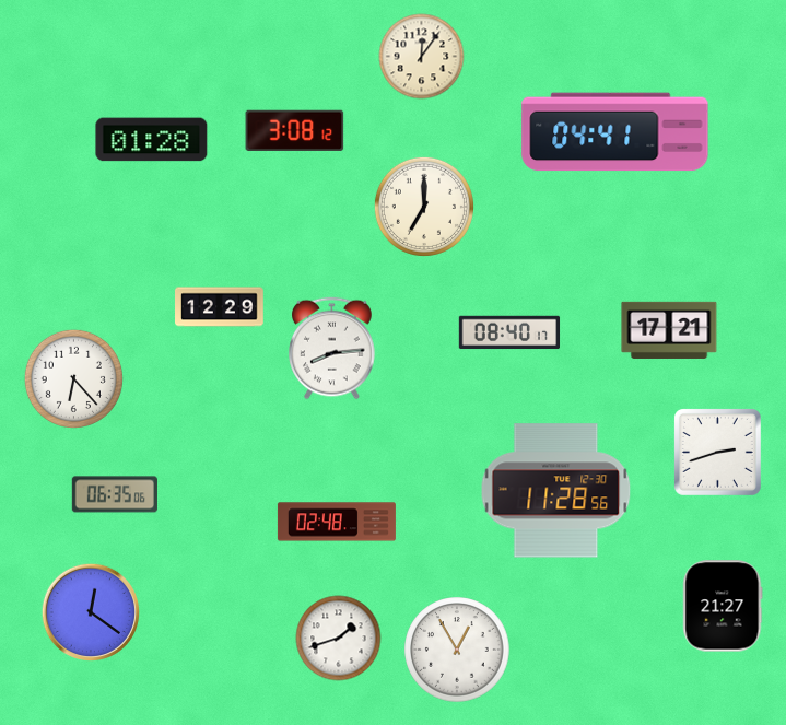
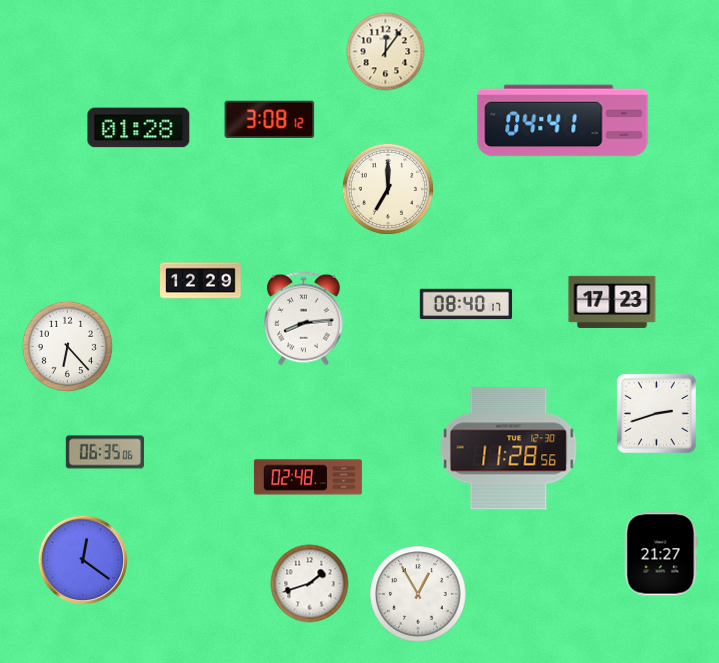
clock at (669, 330): 17:21 -> 17:23
